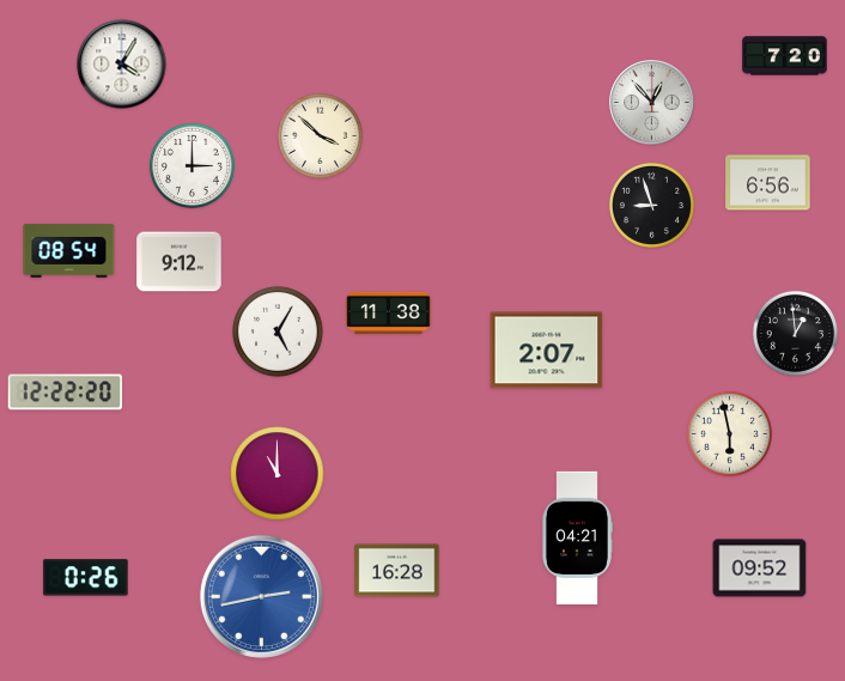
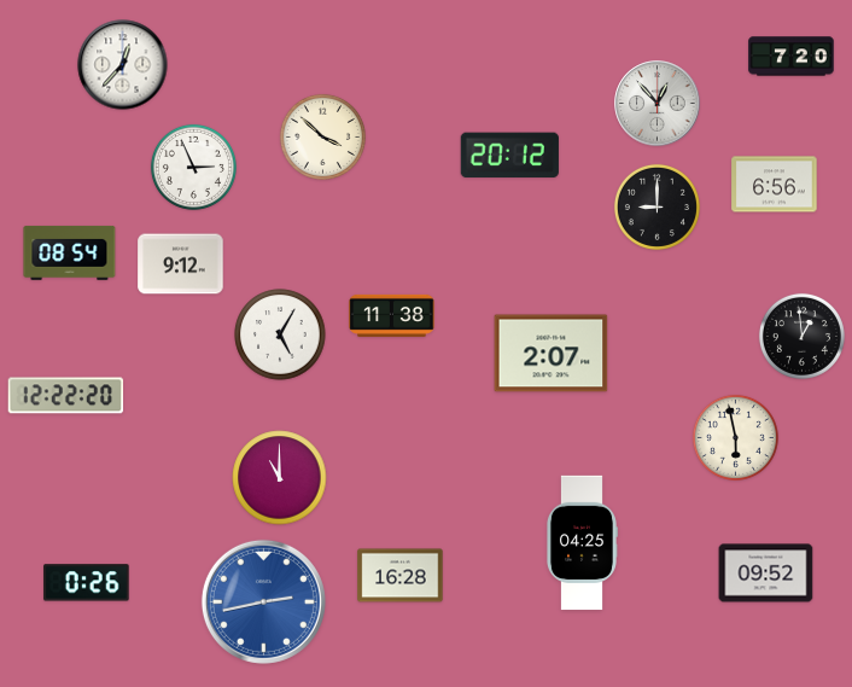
clock at (122, 65): 4:05 -> 12:37
clock at (509, 156): none -> 20:12
clock at (192, 165): 3:00 -> 2:56
clock at (651, 205): 8:57 -> 9:00
clock at (577, 539): 04:21 -> 04:25
